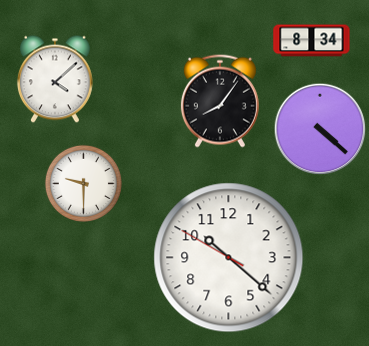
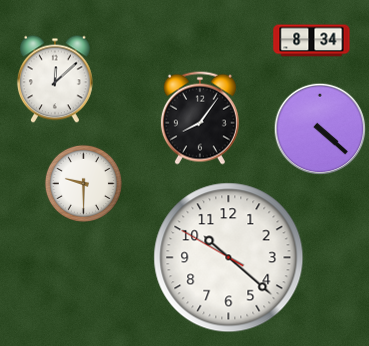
clock at (55, 79): 4:08 -> 12:08
clock at (220, 101) position: (220, 101) -> (200, 118)
